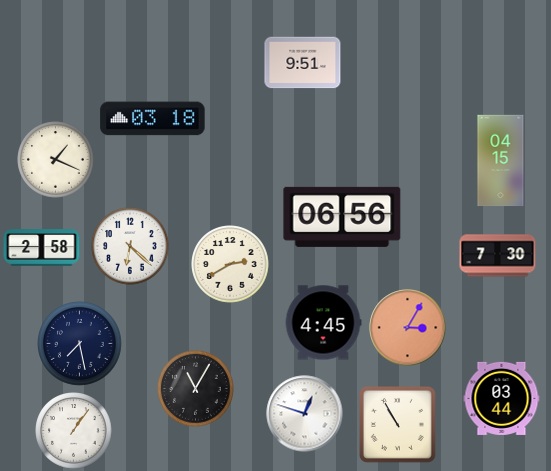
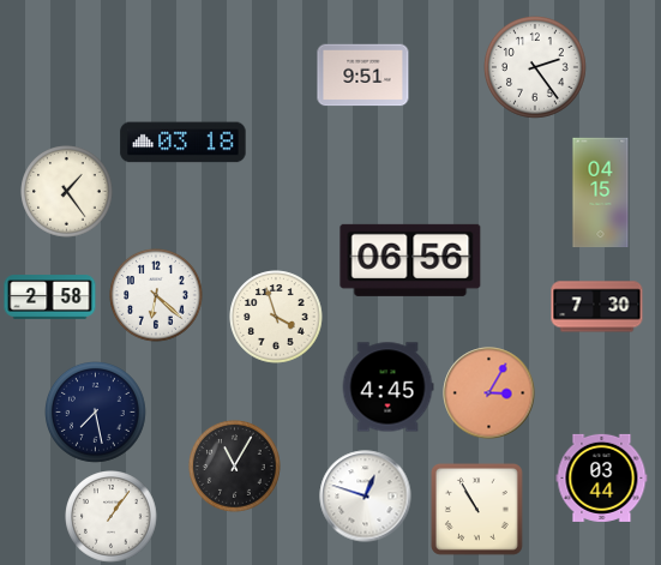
clock at (536, 68): none -> 2:24
clock at (56, 160): 1:19 -> 1:24
clock at (230, 264): 2:40 -> 3:57
clock at (74, 431) position: (74, 431) -> (112, 517)
